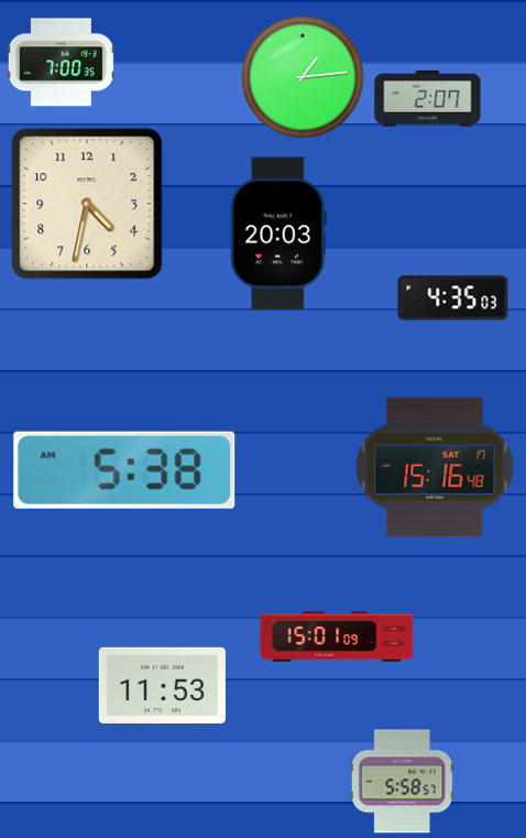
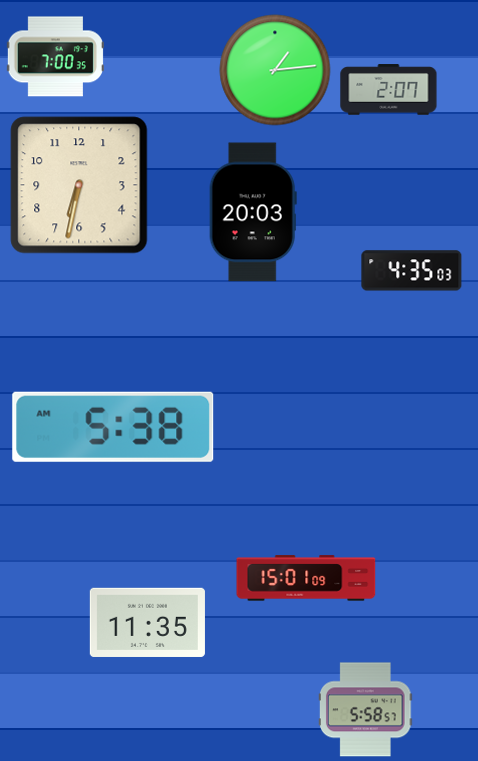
clock at (87, 204): 4:32 -> 6:32
clock at (435, 467): 15:16 -> none
clock at (162, 685): 11:53 -> 11:35
